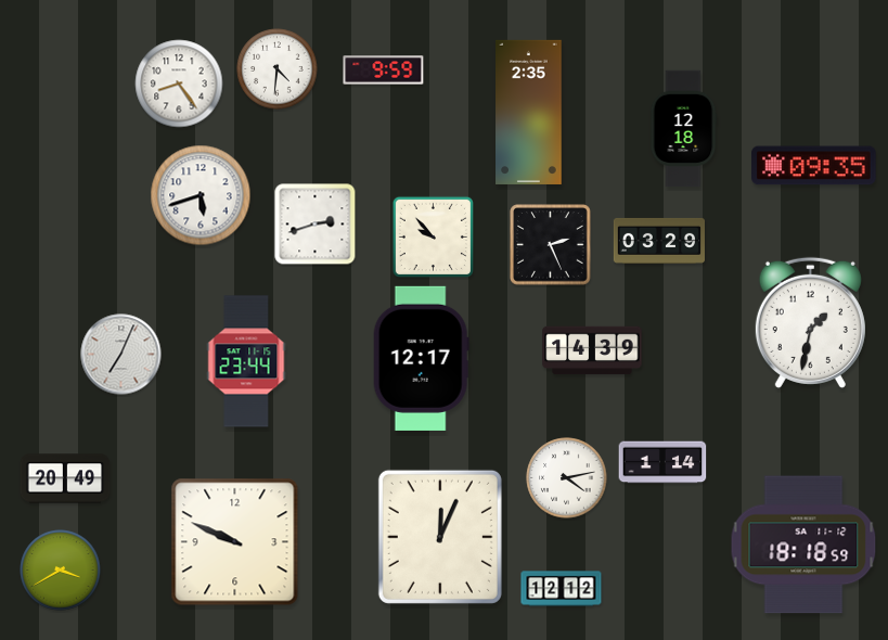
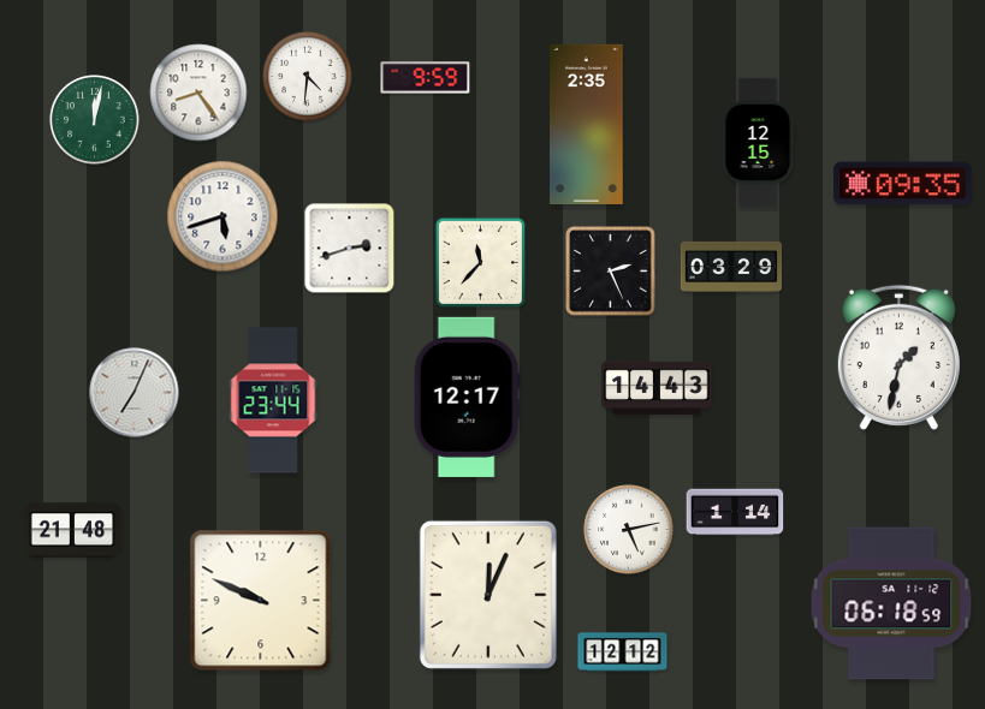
clock at (95, 120): none -> 12:02
clock at (683, 129): 12:18 -> 12:15
clock at (433, 236): 9:53 -> 11:37
clock at (592, 350): 14:39 -> 14:43
clock at (65, 478): 20:49 -> 21:48
clock at (567, 478): 4:13 -> 5:13
clock at (803, 545): 18:18 -> 06:18
clock at (61, 571): 3:40 -> none
